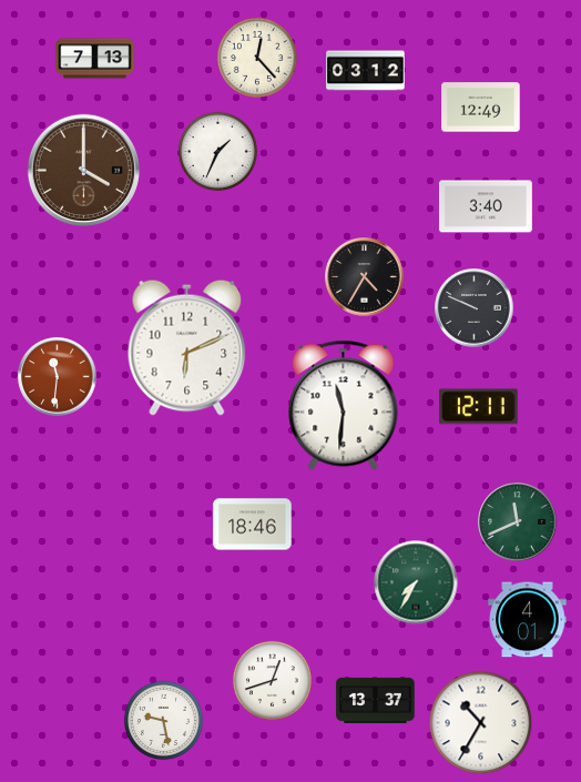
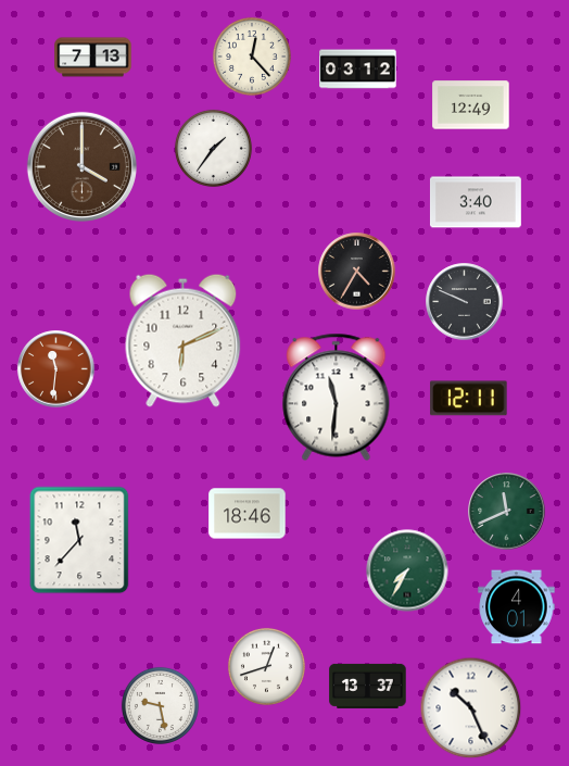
clock at (217, 151): 1:34 -> 1:36
clock at (79, 540): none -> 11:37
clock at (481, 723): 10:35 -> 10:26
